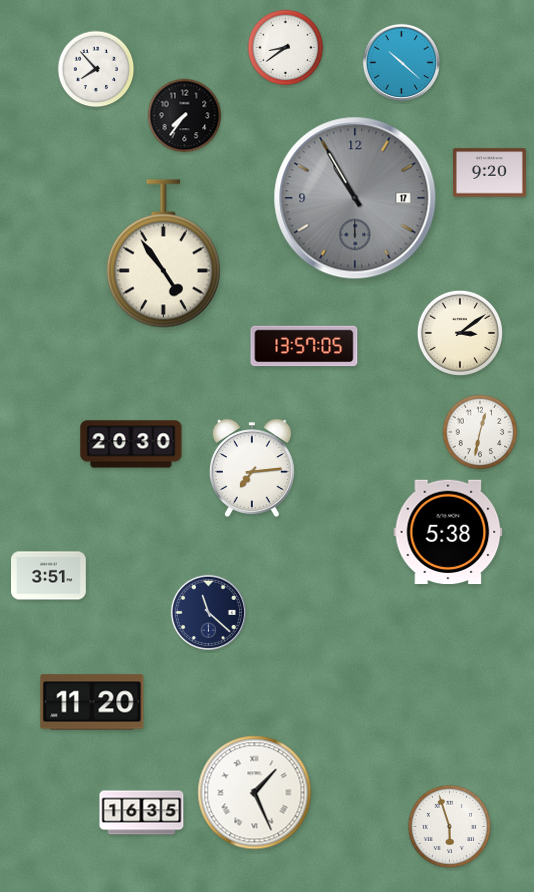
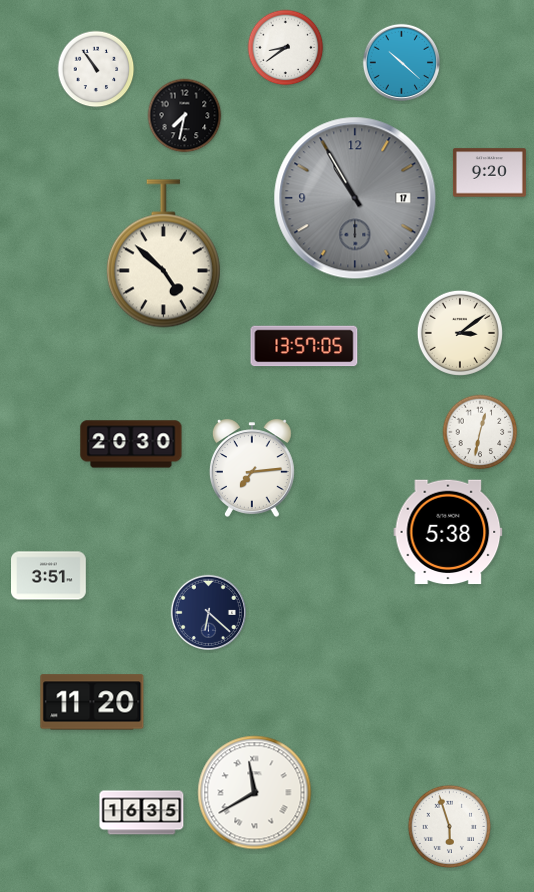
clock at (96, 69): 7:53 -> 10:54
clock at (185, 116): 7:36 -> 7:32
clock at (163, 254): 4:54 -> 4:52
clock at (208, 612): 11:22 -> 6:22
clock at (255, 793): 1:26 -> 11:40
